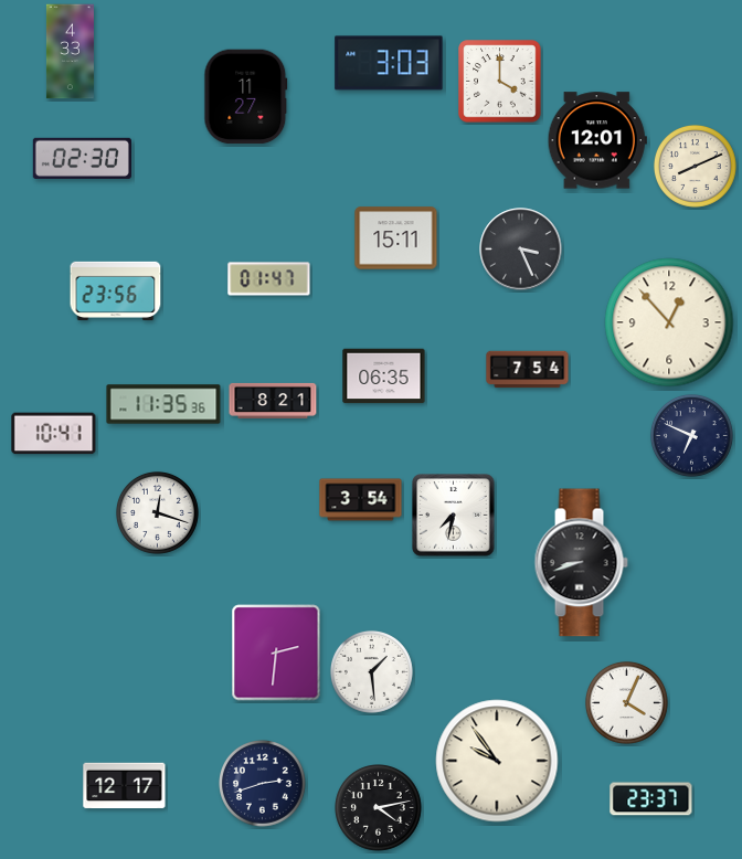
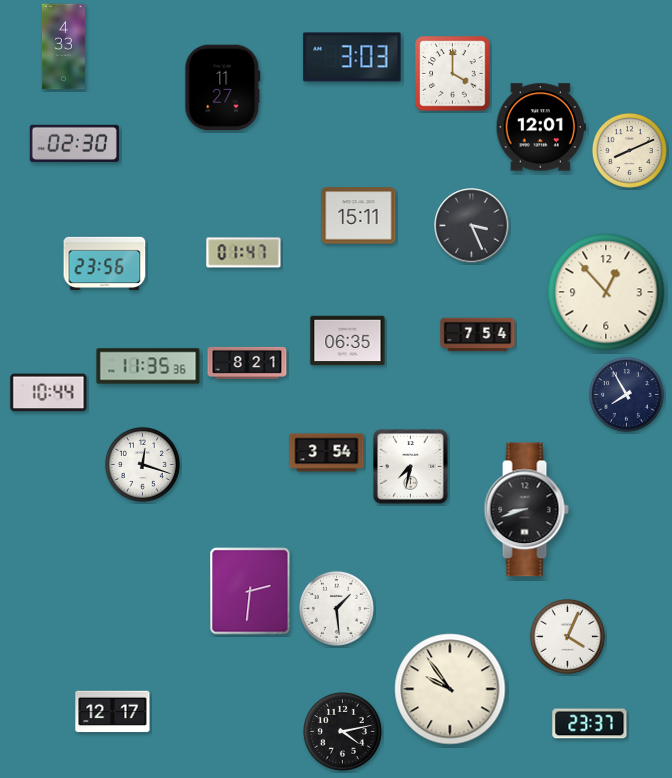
clock at (54, 434): 10:41 -> 10:44
clock at (691, 435): 6:49 -> 7:55
clock at (263, 784): 2:42 -> none
